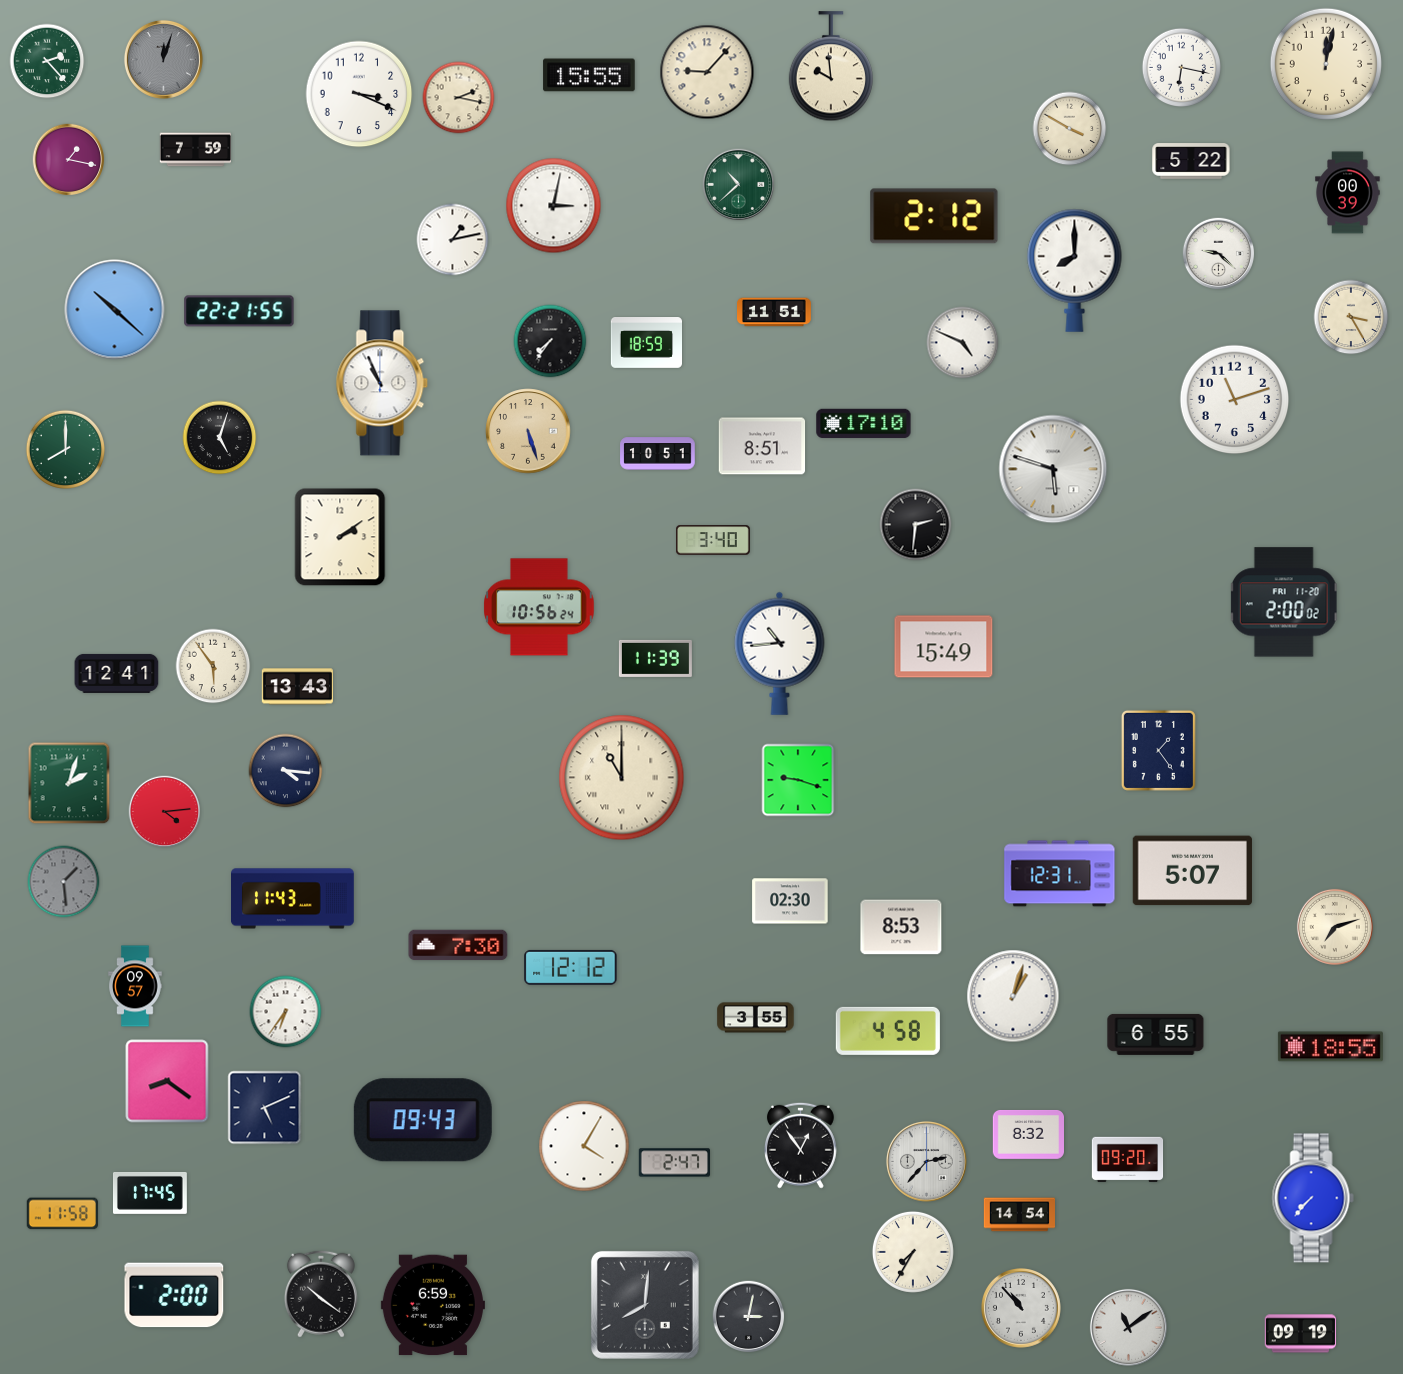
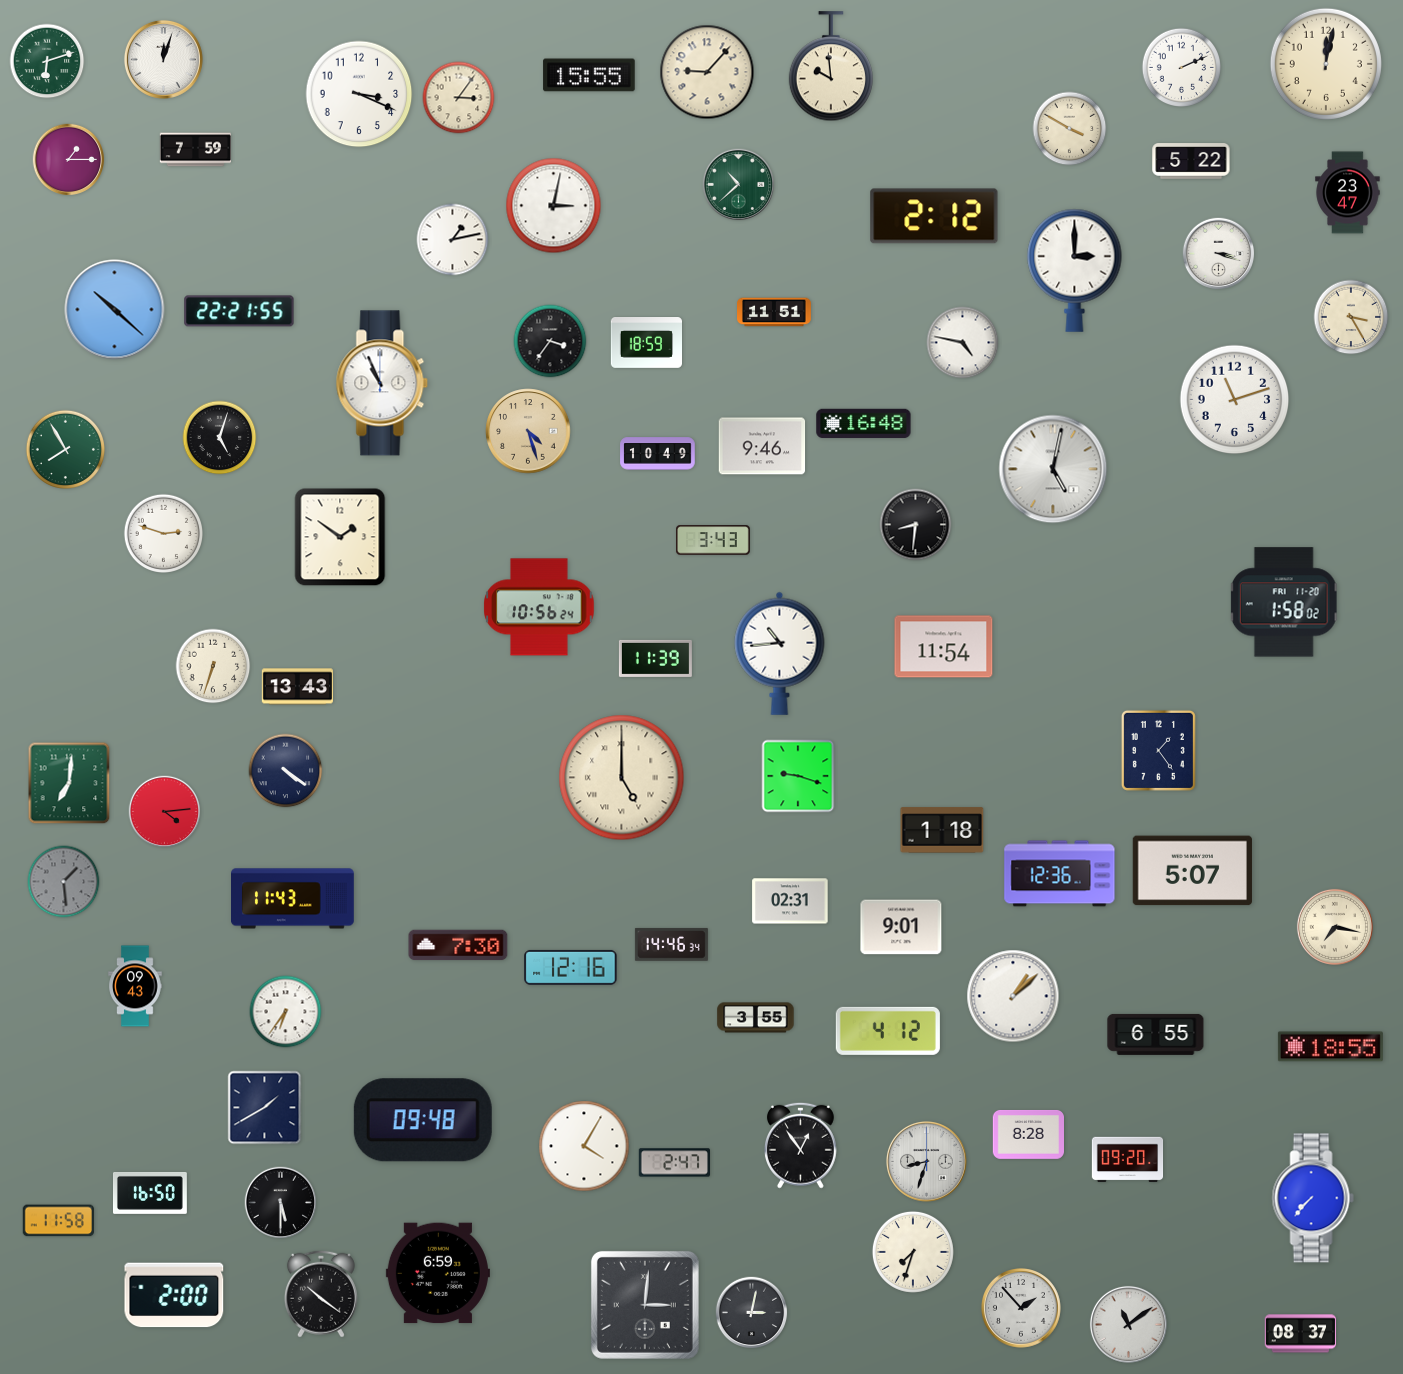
clock at (163, 59) dial: grey -> white
clock at (47, 61): 2:23 -> 6:12
clock at (1181, 67): 6:17 -> 2:11
clock at (459, 98): 2:17 -> 3:06
clock at (69, 160): 1:17 -> 1:15
clock at (1348, 193): 00:39 -> 23:47
clock at (1219, 254): 9:22 -> 3:18
clock at (1075, 270): 8:00 -> 3:00
clock at (550, 341): 7:36 -> 3:36
clock at (963, 343): 4:49 -> 4:47
clock at (864, 424): 17:10 -> 16:48
clock at (528, 431): 5:27 -> 4:27
clock at (762, 446): 8:51 -> 9:46
clock at (65, 449): 8:00 -> 7:55
clock at (658, 454): 10:51 -> 10:49
clock at (1053, 469): 5:48 -> 5:02
clock at (916, 525): 2:31 -> 8:31
clock at (163, 533): none -> 2:48
clock at (340, 537): 2:09 -> 1:51
clock at (714, 540): 3:40 -> 3:43
clock at (1284, 602): 2:00 -> 1:58
clock at (944, 647): 15:49 -> 11:54
clock at (213, 666): 5:54 -> 6:33
clock at (117, 673): 12:41 -> none
clock at (286, 771): 4:16 -> 4:21
clock at (622, 778): 11:00 -> 5:00
clock at (798, 780) position: (798, 780) -> (798, 776)
clock at (69, 783): 2:03 -> 7:01
clock at (942, 830): none -> 1:18
clock at (1060, 874): 12:31 -> 12:36
clock at (790, 901): 02:30 -> 02:31
clock at (901, 927): 8:53 -> 9:01
clock at (1335, 927): 7:12 -> 7:17
clock at (671, 944): none -> 14:46
clock at (571, 967): 12:12 -> 12:16
clock at (135, 986): 09:57 -> 09:43
clock at (1013, 996): 1:03 -> 1:08
clock at (888, 1031): 4:58 -> 4:12
clock at (167, 1081): 8:21 -> none
clock at (265, 1108): 5:11 -> 1:40
clock at (423, 1120): 09:43 -> 09:48
clock at (1028, 1134): 8:32 -> 8:28
clock at (926, 1161): 2:37 -> 8:33
clock at (151, 1193): 17:45 -> 16:50
clock at (281, 1203): none -> 5:30
clock at (62, 1214) position: (62, 1214) -> (58, 1221)
clock at (1020, 1215): 14:54 -> none
clock at (913, 1252): 7:35 -> 7:33
clock at (433, 1305) position: (433, 1305) -> (438, 1273)
clock at (645, 1305): 8:01 -> 3:01
clock at (1021, 1308): 10:53 -> 1:53
clock at (749, 1317) position: (749, 1317) -> (752, 1313)
clock at (1128, 1327) position: (1128, 1327) -> (1128, 1324)
clock at (1300, 1334): 09:19 -> 08:37
